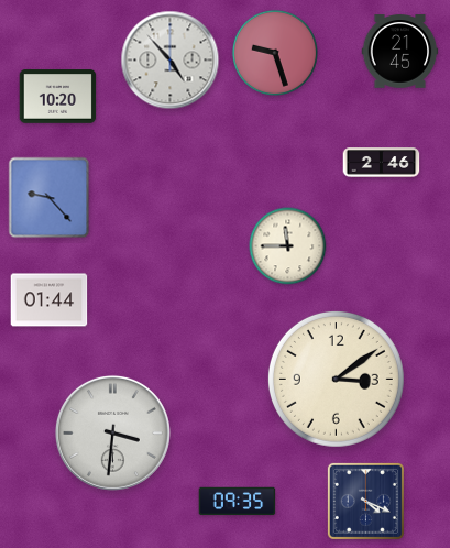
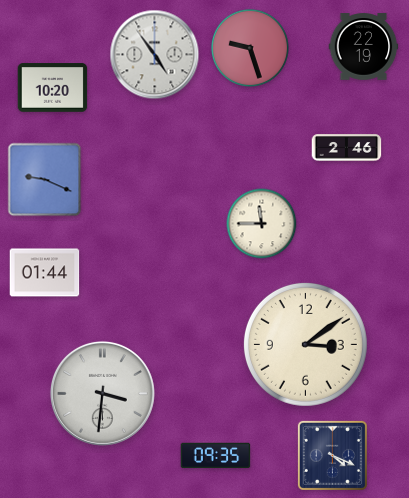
clock at (400, 52): 21:45 -> 22:19
clock at (171, 61): 4:53 -> 4:54
clock at (50, 198): 9:23 -> 9:19
